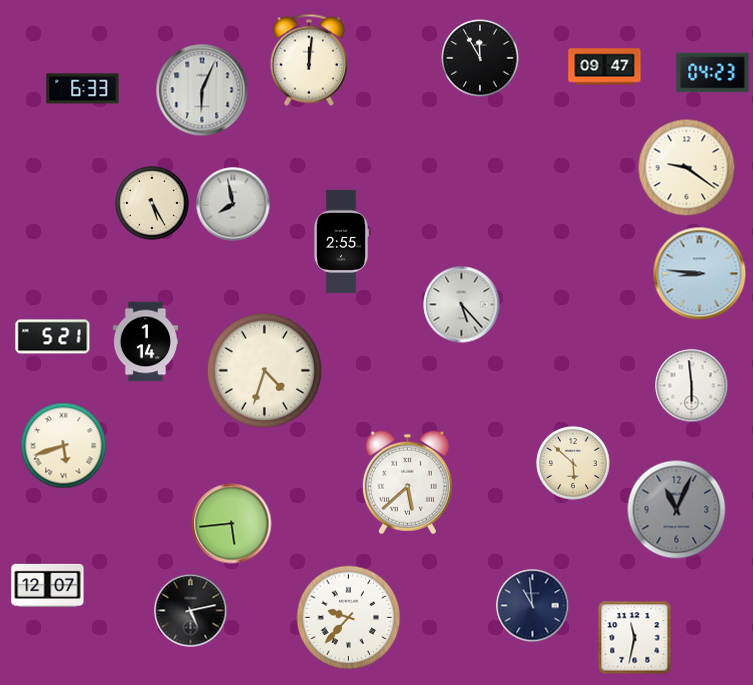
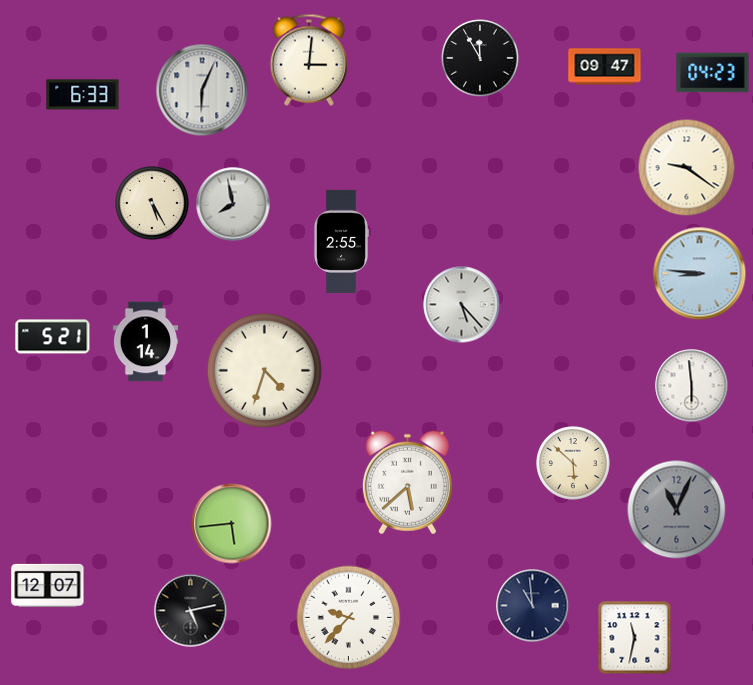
clock at (308, 60): 12:01 -> 3:01
clock at (83, 89) position: (83, 89) -> (83, 95)
clock at (64, 446): 5:42 -> none
